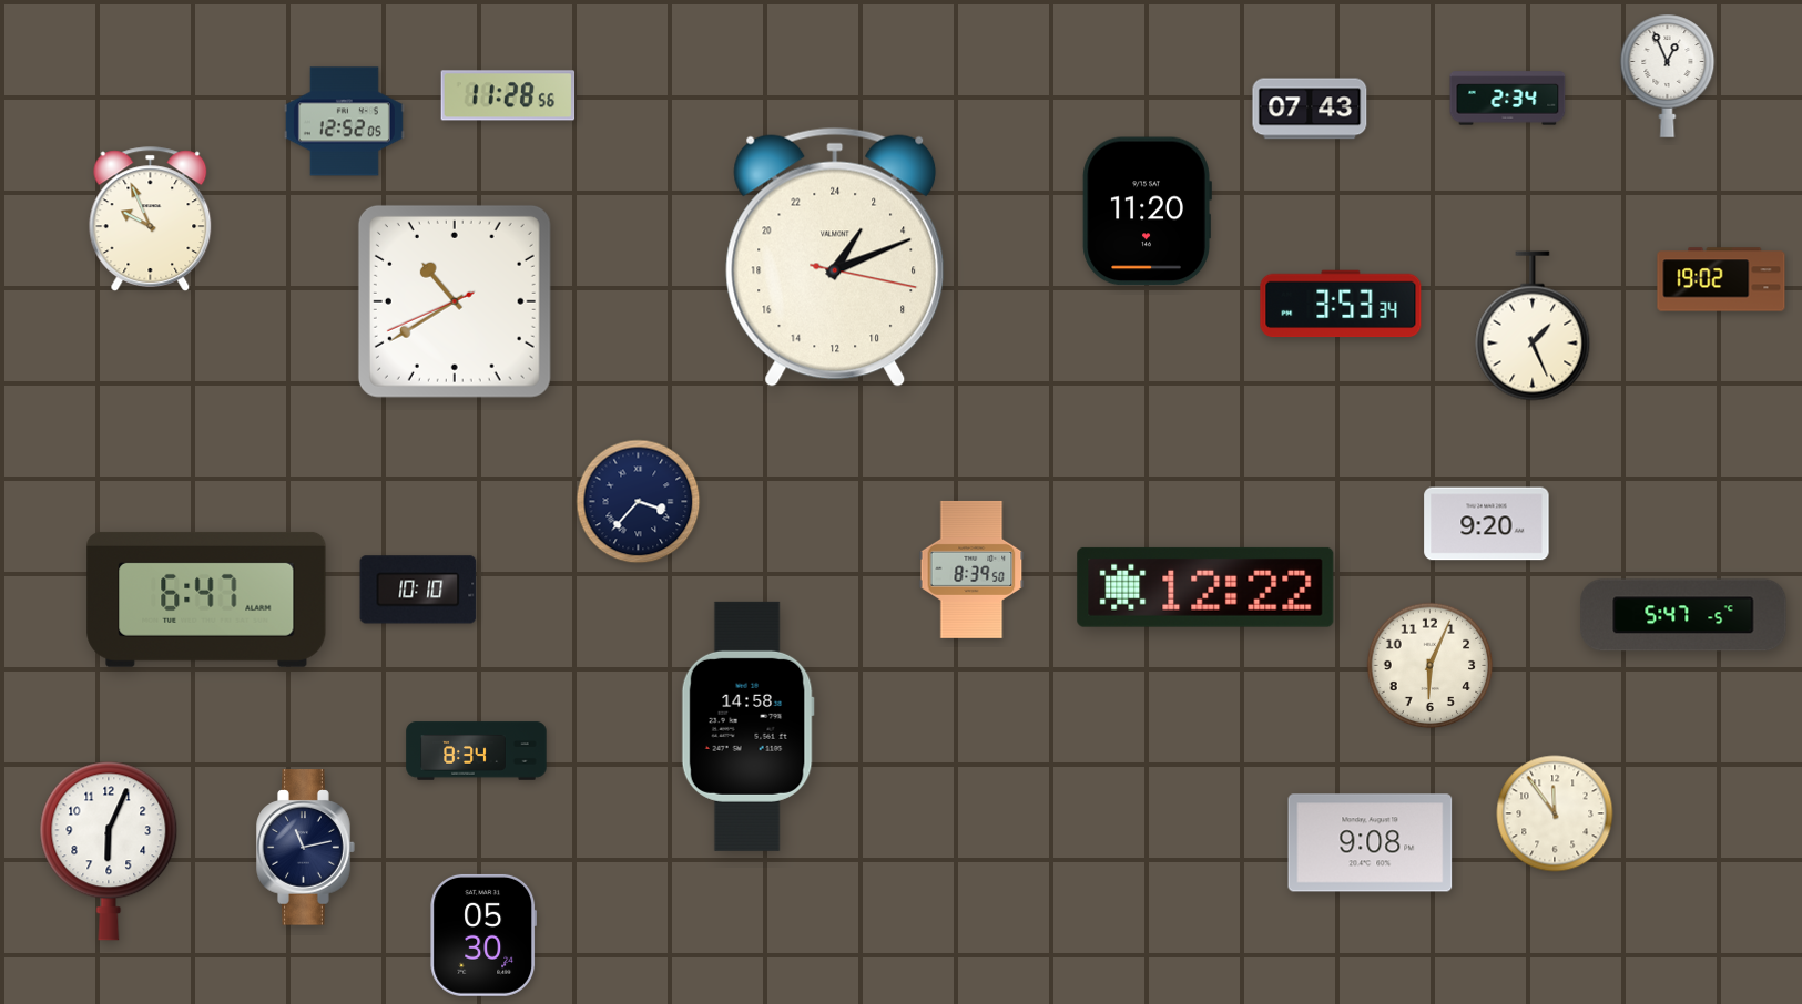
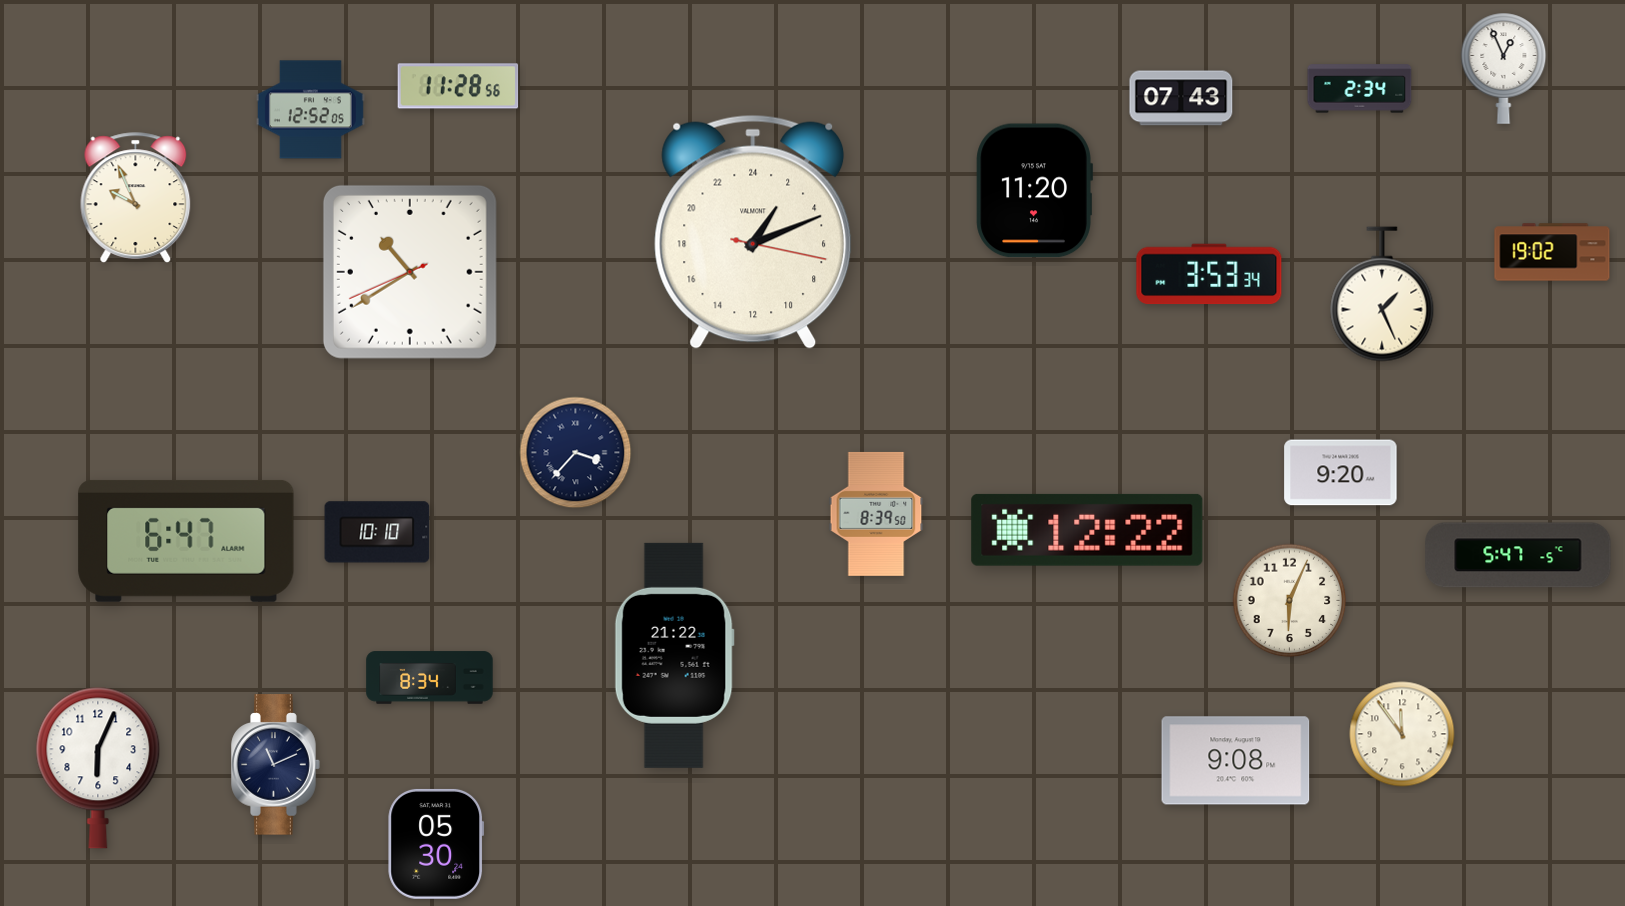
clock at (747, 726): 14:58 -> 21:22
clock at (306, 848): 11:13 -> 11:11
